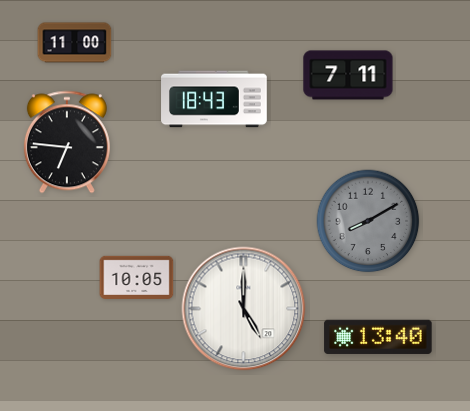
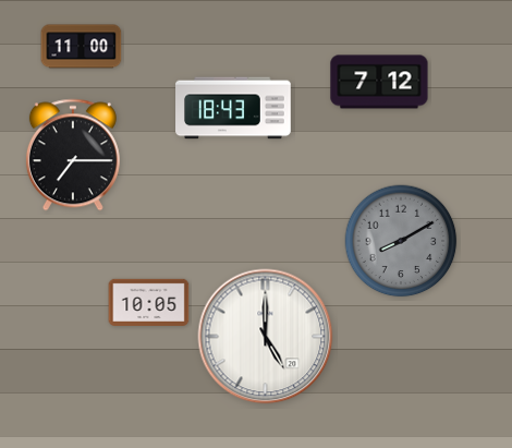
clock at (348, 75): 7:11 -> 7:12
clock at (67, 142): 6:46 -> 7:15
clock at (378, 337): 13:40 -> none
